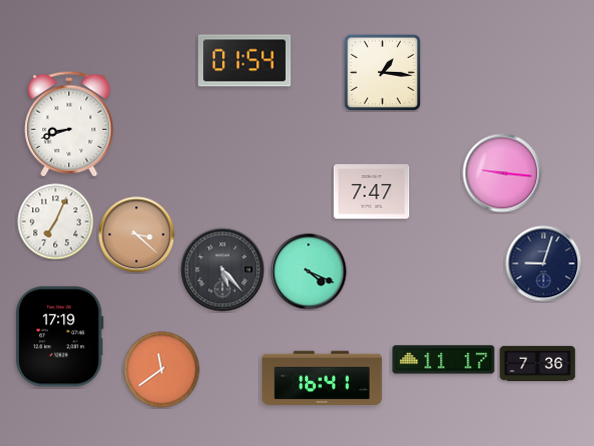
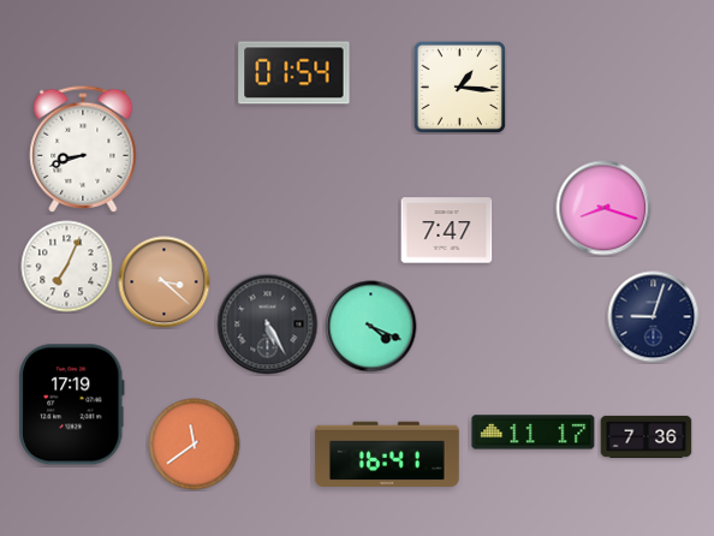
clock at (502, 173): 9:16 -> 8:18
clock at (223, 270): 5:23 -> 5:25
